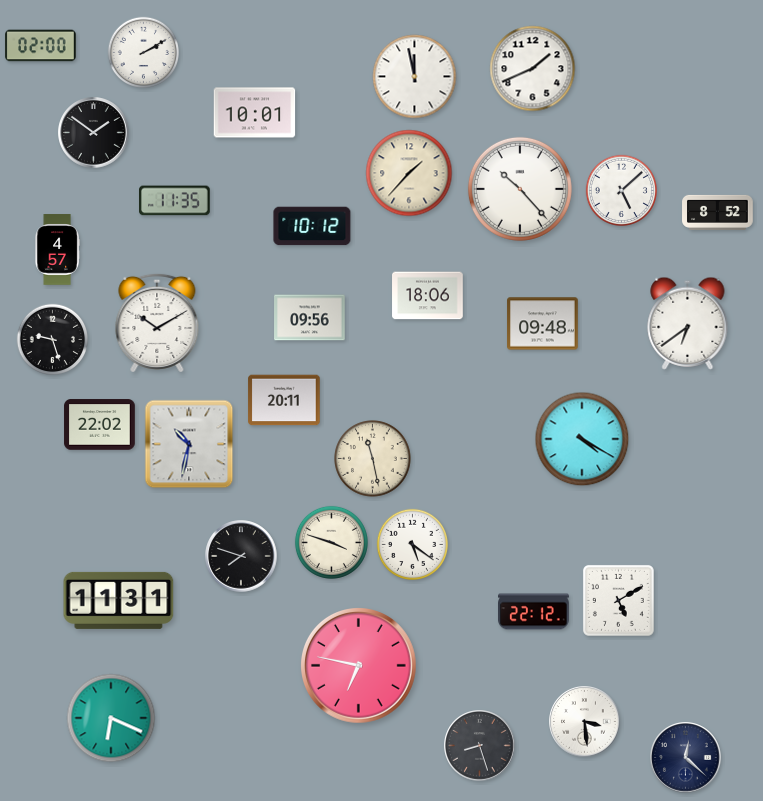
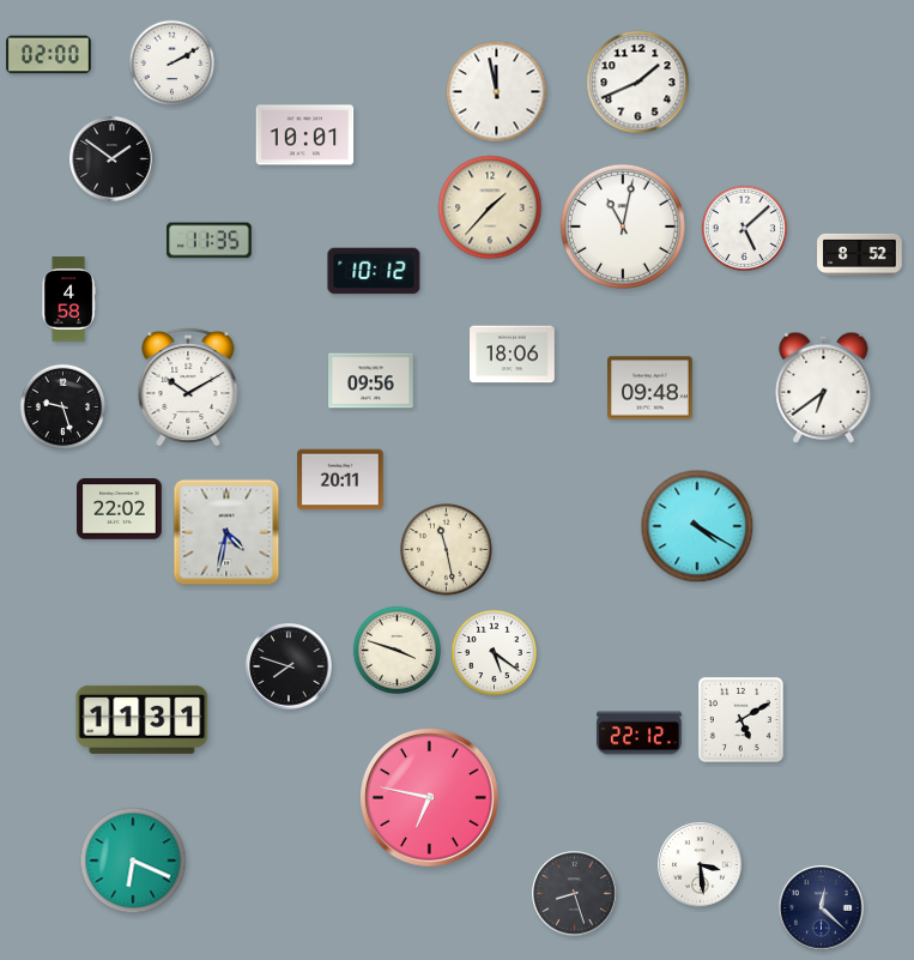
clock at (520, 189): 10:23 -> 11:02
clock at (57, 250): 4:57 -> 4:58
clock at (189, 444): 10:32 -> 4:32
